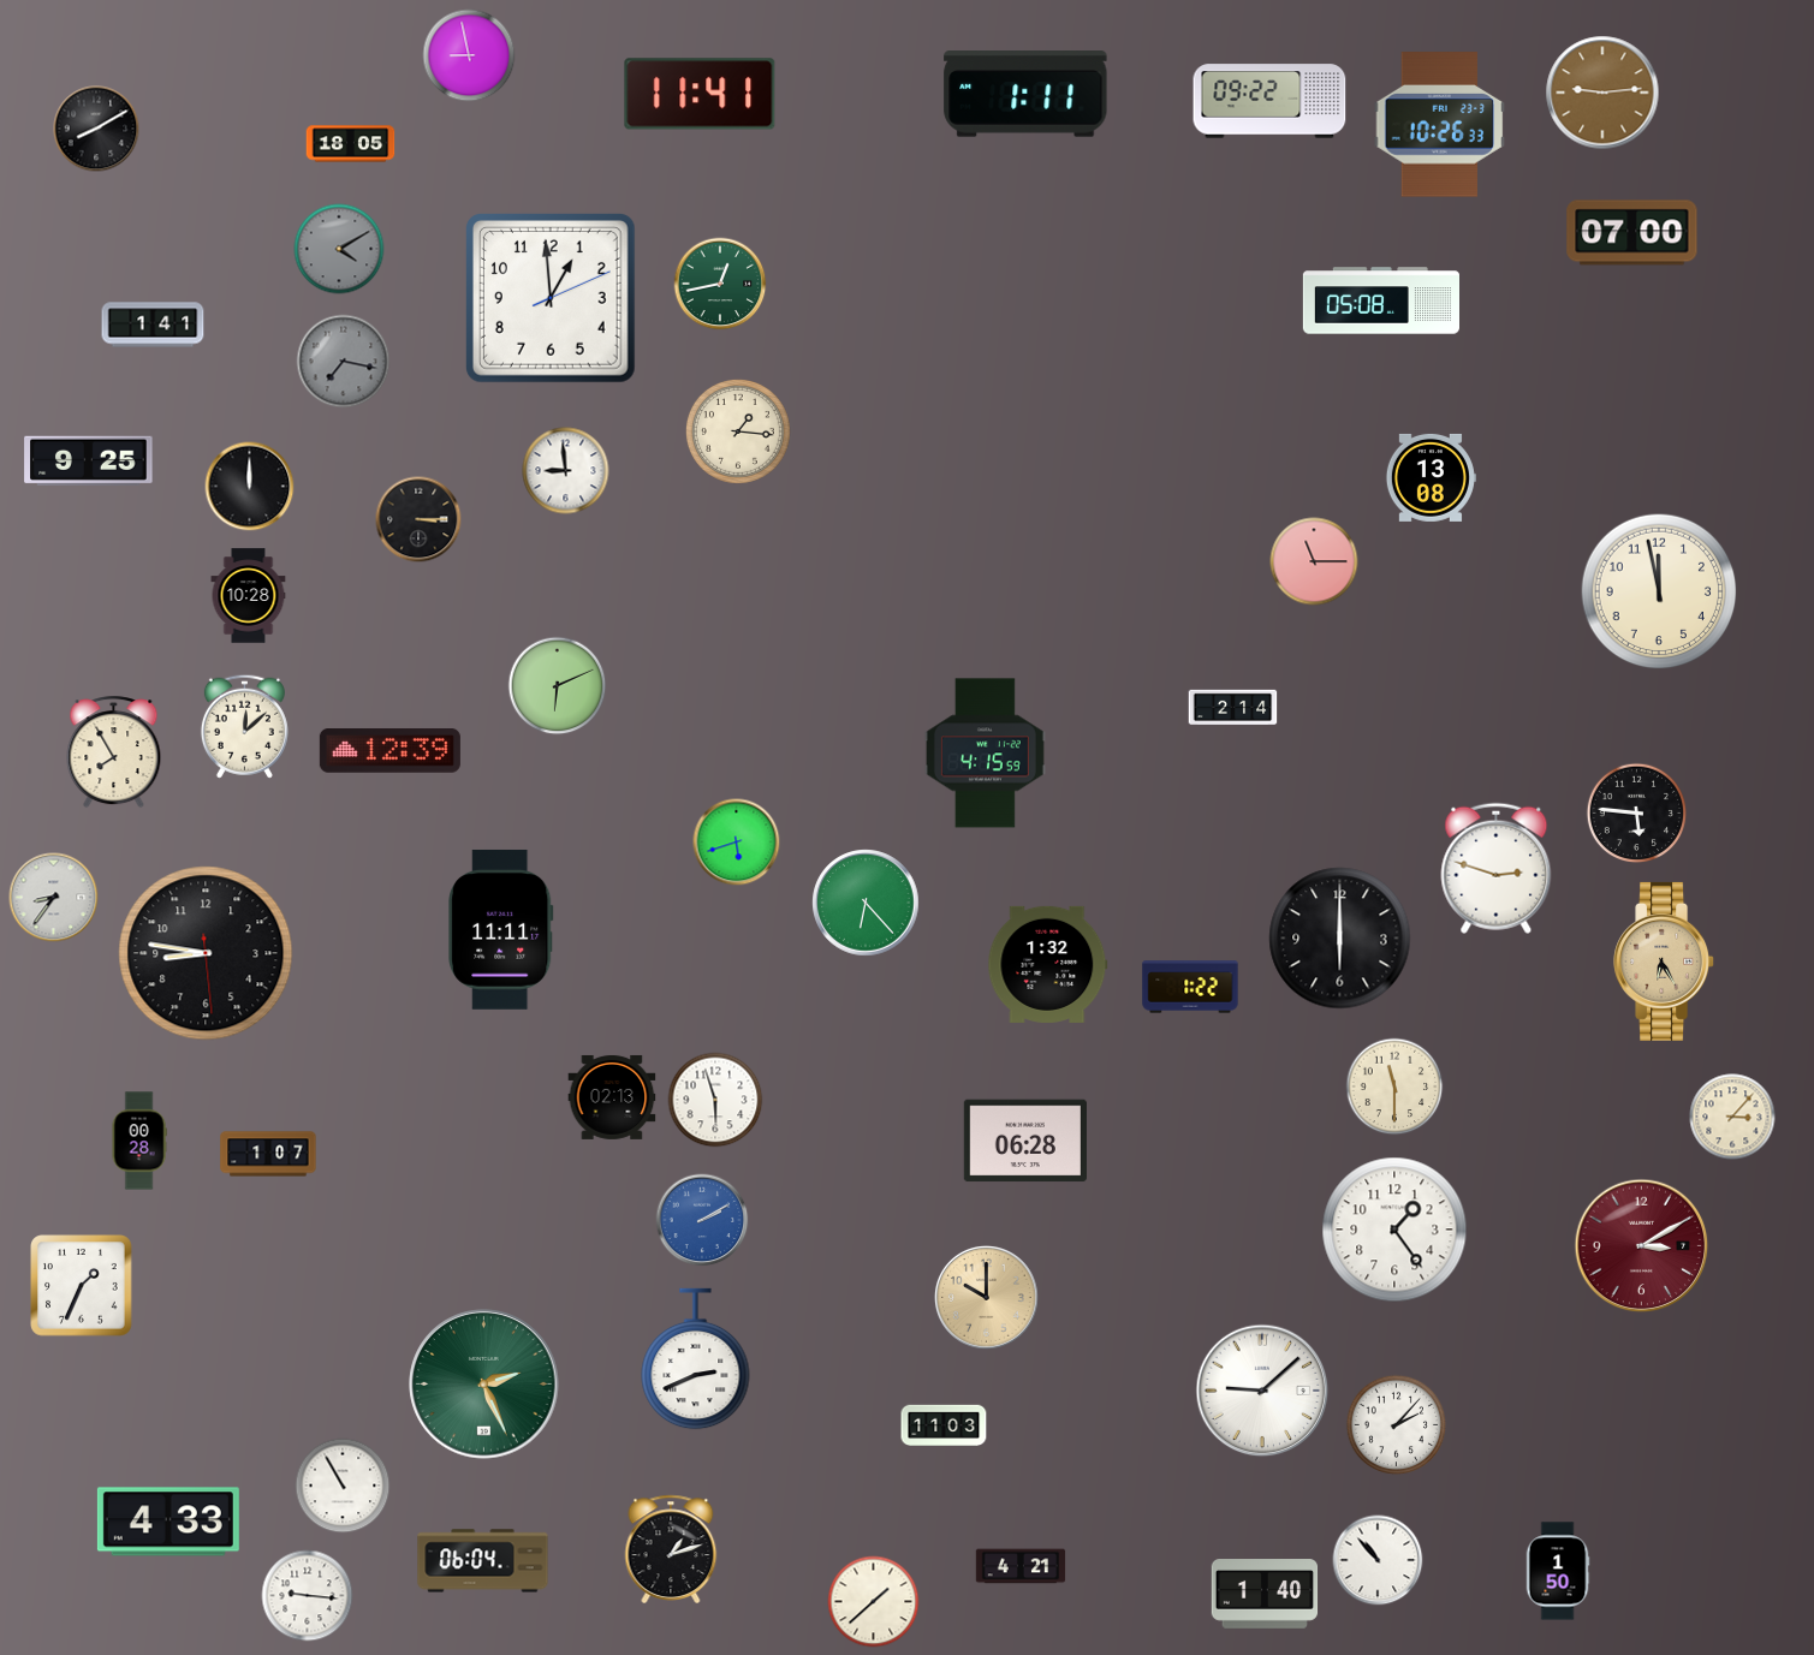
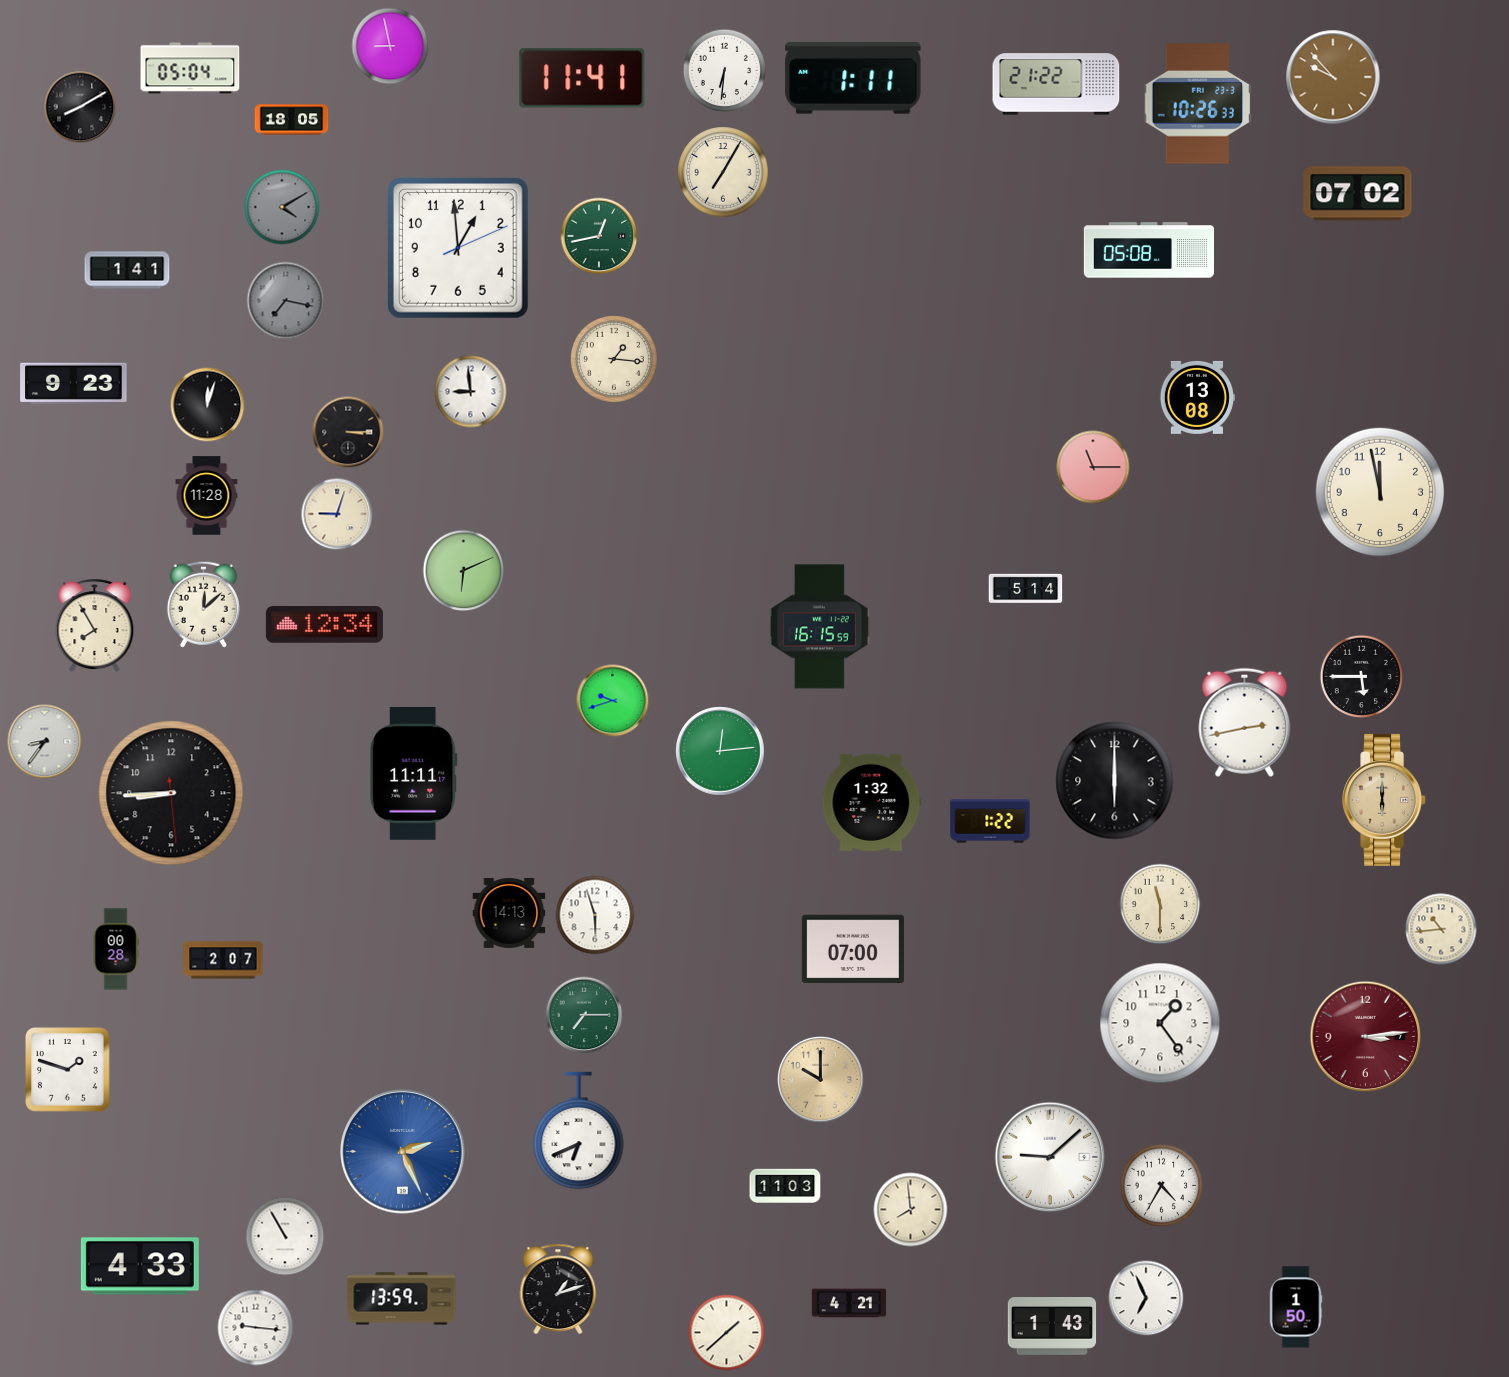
clock at (190, 68): none -> 05:04
clock at (725, 71): none -> 6:31
clock at (1602, 93): 9:14 -> 9:53
clock at (1269, 101): 09:22 -> 21:22
clock at (723, 172): none -> 7:05
clock at (1632, 233): 07:00 -> 07:02
clock at (89, 460): 9:25 -> 9:23
clock at (1431, 477) position: (1431, 477) -> (1197, 397)
clock at (250, 487): 12:00 -> 12:03
clock at (249, 596): 10:28 -> 11:28
clock at (337, 514): none -> 9:03
clock at (1233, 708): 2:14 -> 5:14
clock at (389, 751): 12:39 -> 12:34
clock at (985, 754): 4:15 -> 16:15
clock at (1637, 814): 5:46 -> 5:45
clock at (737, 843): 5:42 -> 9:42
clock at (1497, 868): 2:48 -> 2:43
clock at (54, 898) position: (54, 898) -> (45, 742)
clock at (866, 903): 6:23 -> 12:14
clock at (501, 929) position: (501, 929) -> (414, 773)
clock at (206, 953): 8:46 -> 8:44
clock at (1665, 962): 6:25 -> 6:00
clock at (612, 1097): 02:13 -> 14:13
clock at (1732, 1117): 3:07 -> 10:44
clock at (1025, 1141): 06:28 -> 07:00
clock at (268, 1154): 1:07 -> 2:07
clock at (702, 1220): 2:10 -> 7:15
clock at (702, 1220) dial: blue -> green
clock at (1642, 1246): 3:10 -> 3:14
clock at (82, 1286): 1:34 -> 1:48
clock at (696, 1359): 2:41 -> 6:41
clock at (484, 1385) dial: green -> blue
clock at (1397, 1425): 2:07 -> 4:35
clock at (911, 1210): none -> 7:59
clock at (1378, 1560): 10:53 -> 6:56
clock at (483, 1561): 06:04 -> 13:59
clock at (1265, 1595): 1:40 -> 1:43
